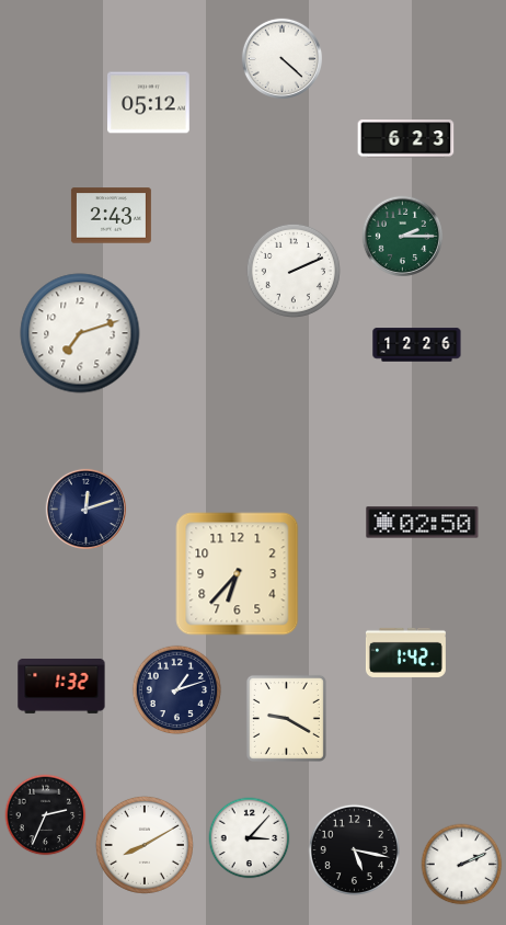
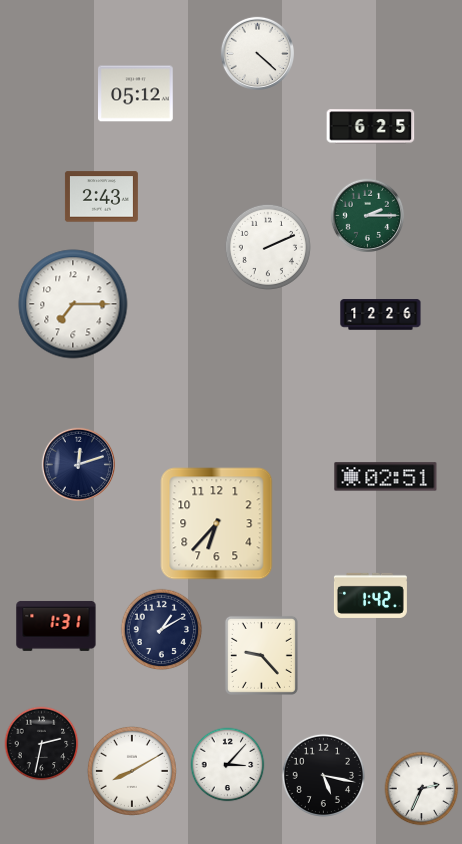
clock at (406, 139): 6:23 -> 6:25
clock at (80, 333): 7:12 -> 7:15
clock at (423, 523): 02:50 -> 02:51
clock at (61, 686): 1:32 -> 1:31
clock at (177, 690): 1:12 -> 1:10
clock at (286, 718): 9:20 -> 9:23
clock at (46, 815): 2:34 -> 2:32
clock at (462, 865): 2:11 -> 2:34
